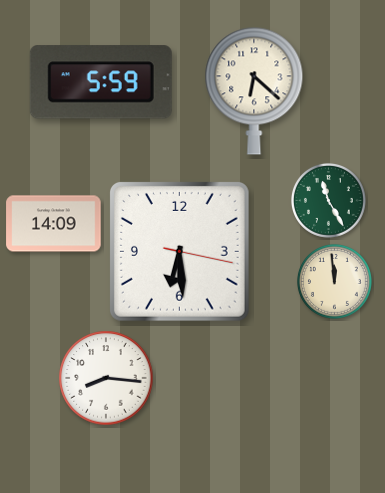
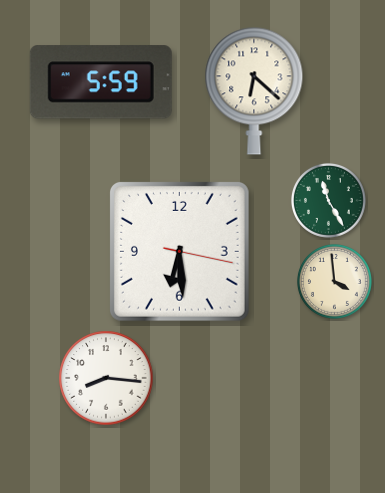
clock at (54, 224): 14:09 -> none
clock at (335, 282): 11:59 -> 3:59
